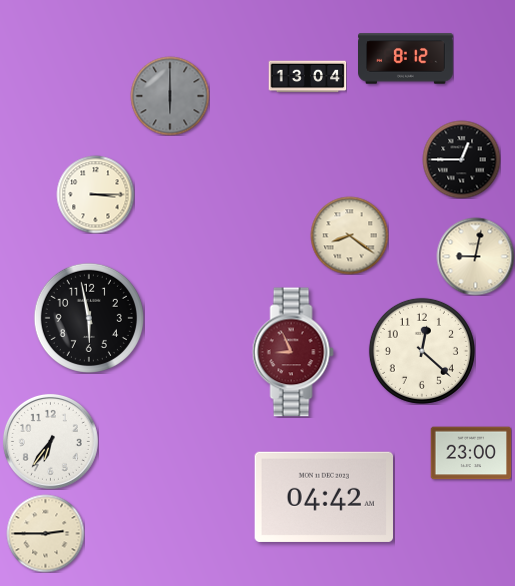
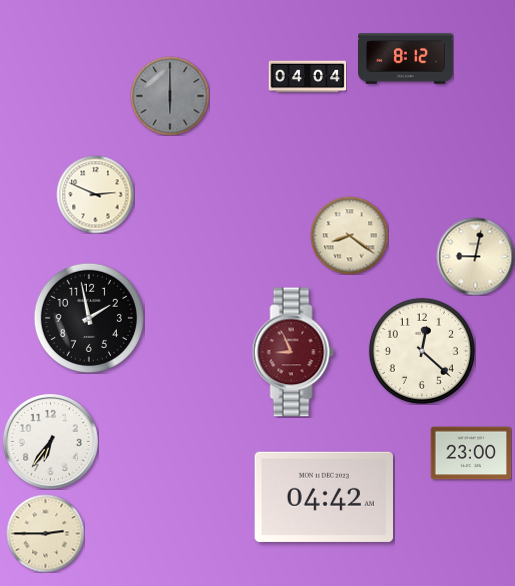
clock at (307, 77): 13:04 -> 04:04
clock at (461, 159): 12:45 -> none
clock at (95, 194): 3:15 -> 2:49
clock at (89, 318): 5:58 -> 1:58
